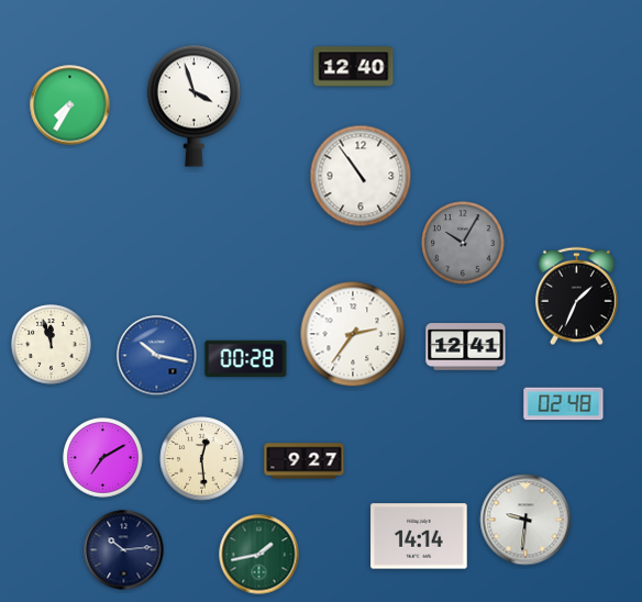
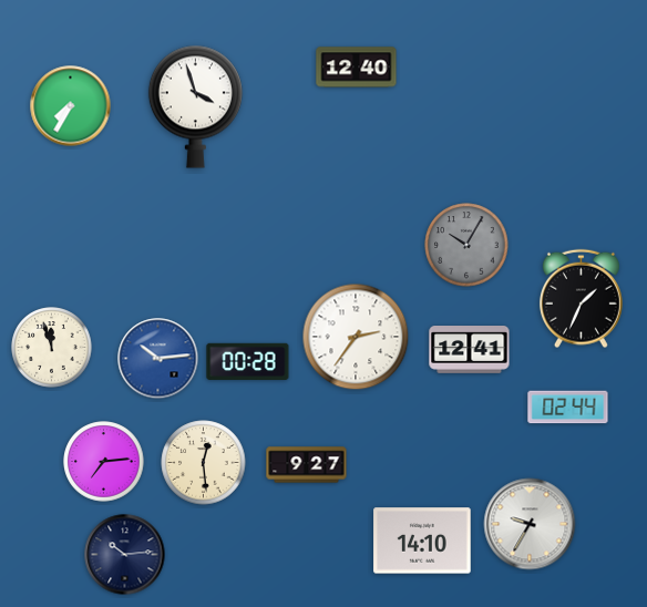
clock at (361, 176): 10:54 -> none
clock at (157, 356): 10:17 -> 10:14
clock at (564, 404): 02:48 -> 02:44
clock at (103, 458): 7:10 -> 7:14
clock at (525, 520): 9:31 -> 9:35
clock at (419, 536): 14:14 -> 14:10
clock at (259, 555): 1:43 -> none
